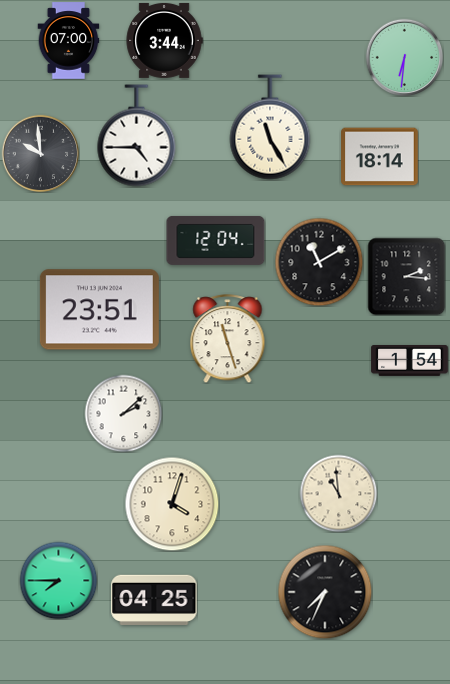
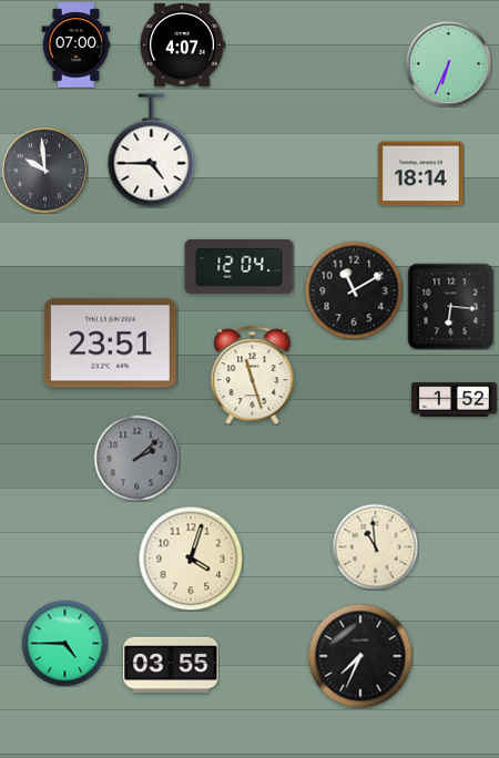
clock at (164, 40): 3:44 -> 4:07
clock at (404, 57): 6:31 -> 6:34
clock at (270, 127): 11:25 -> none
clock at (406, 276): 2:16 -> 6:16
clock at (410, 361): 1:54 -> 1:52
clock at (123, 413) dial: white -> grey
clock at (58, 580): 7:45 -> 4:45
clock at (154, 599): 04:25 -> 03:55
